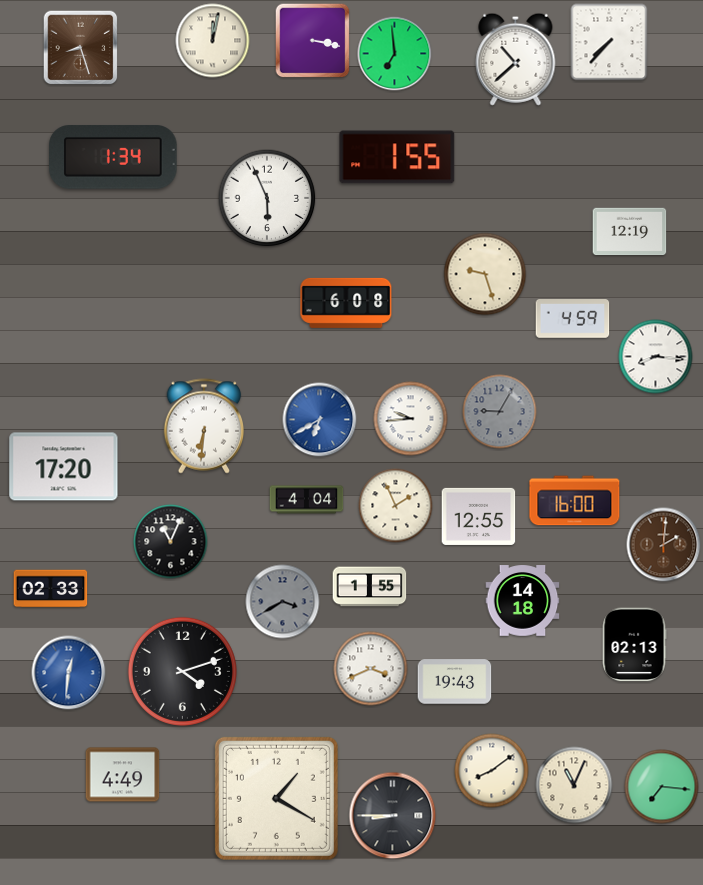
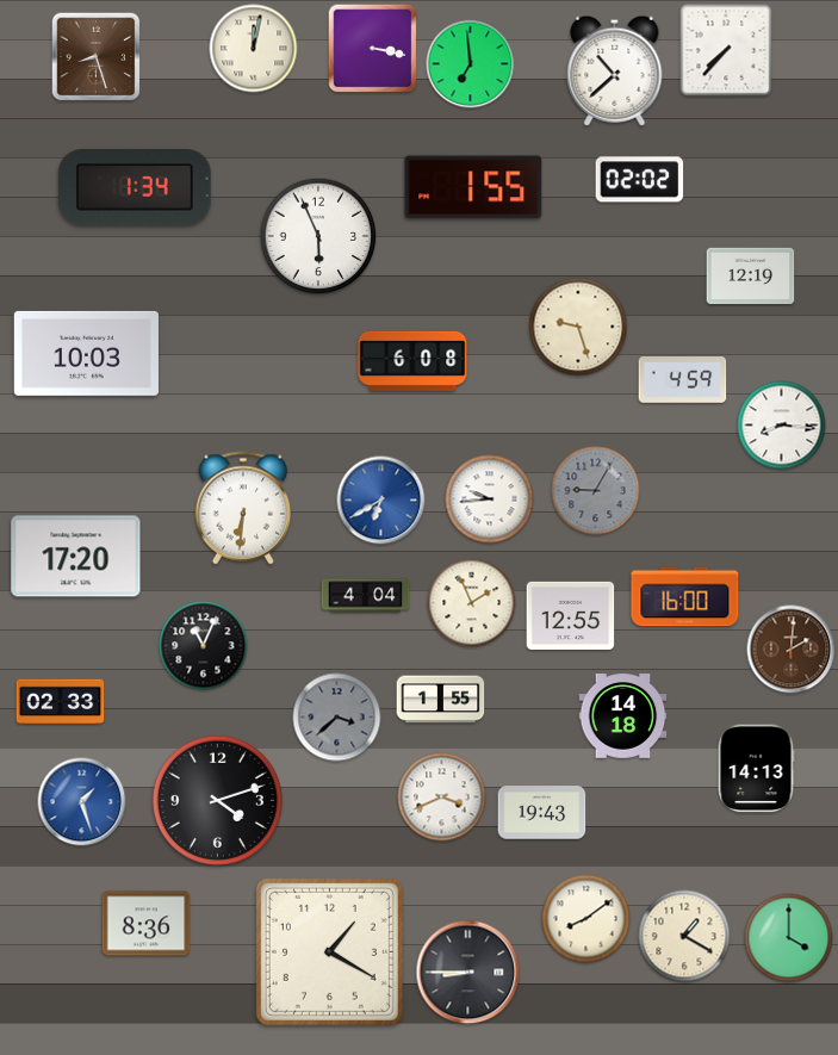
clock at (640, 180): none -> 02:02
clock at (86, 353): none -> 10:03
clock at (283, 602): 3:40 -> 3:38
clock at (634, 645): 02:13 -> 14:13
clock at (69, 673): 12:31 -> 1:27
clock at (123, 775): 4:49 -> 8:36
clock at (574, 785): 11:04 -> 1:20
clock at (662, 787): 7:16 -> 4:00
